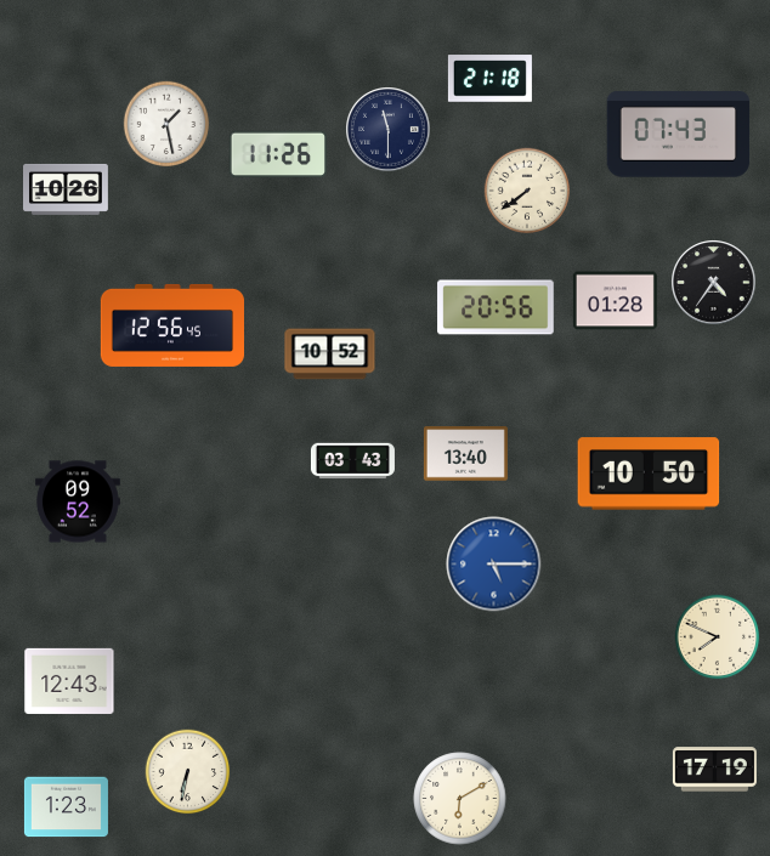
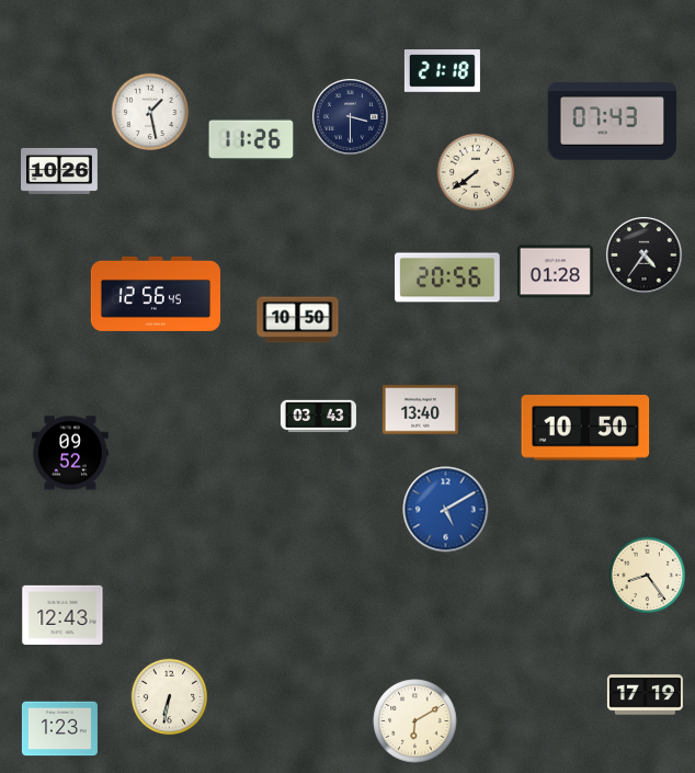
clock at (389, 130): 11:30 -> 3:30
clock at (330, 355): 10:52 -> 10:50
clock at (494, 565): 5:15 -> 5:10
clock at (718, 637): 7:49 -> 8:24
